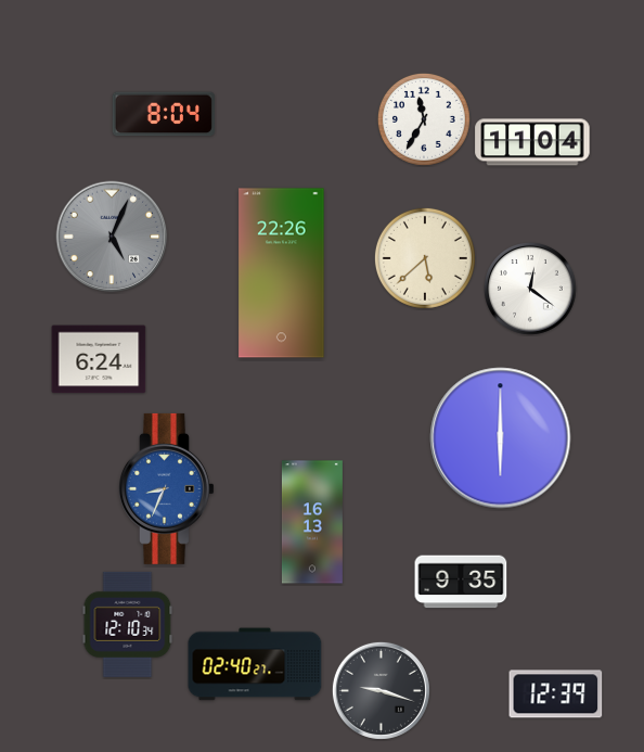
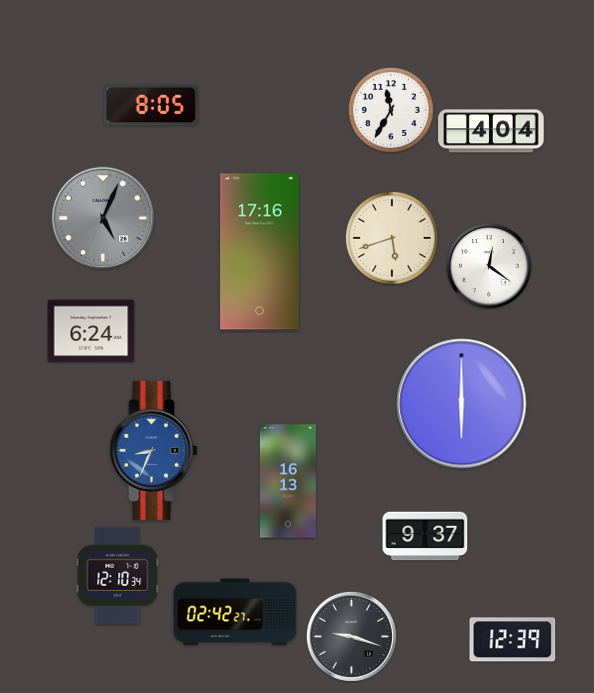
clock at (164, 114): 8:04 -> 8:05
clock at (532, 142): 11:04 -> 4:04
clock at (425, 258): 5:38 -> 5:42
clock at (282, 273): 22:26 -> 17:16
clock at (461, 582): 9:35 -> 9:37
clock at (255, 664): 02:40 -> 02:42
